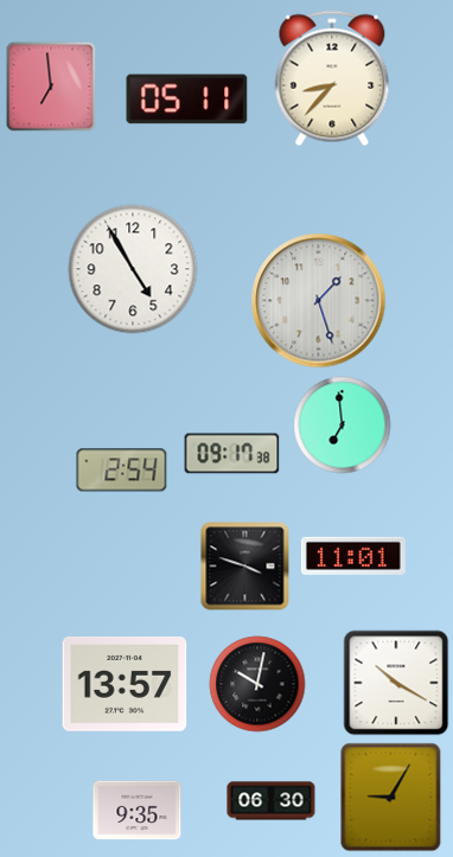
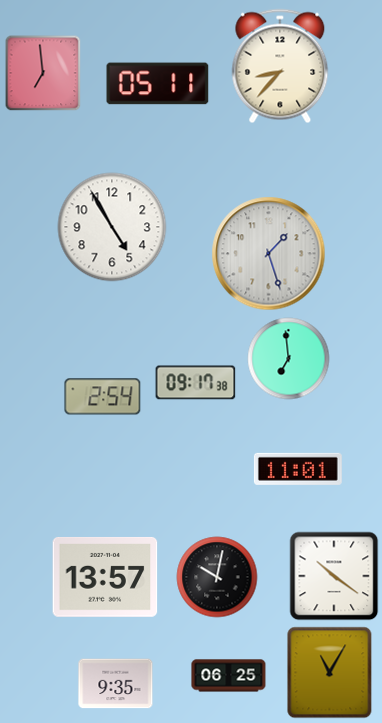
clock at (245, 567): 3:48 -> none
clock at (396, 683): 10:20 -> 10:21
clock at (391, 798): 9:05 -> 11:05
clock at (272, 801): 06:30 -> 06:25
